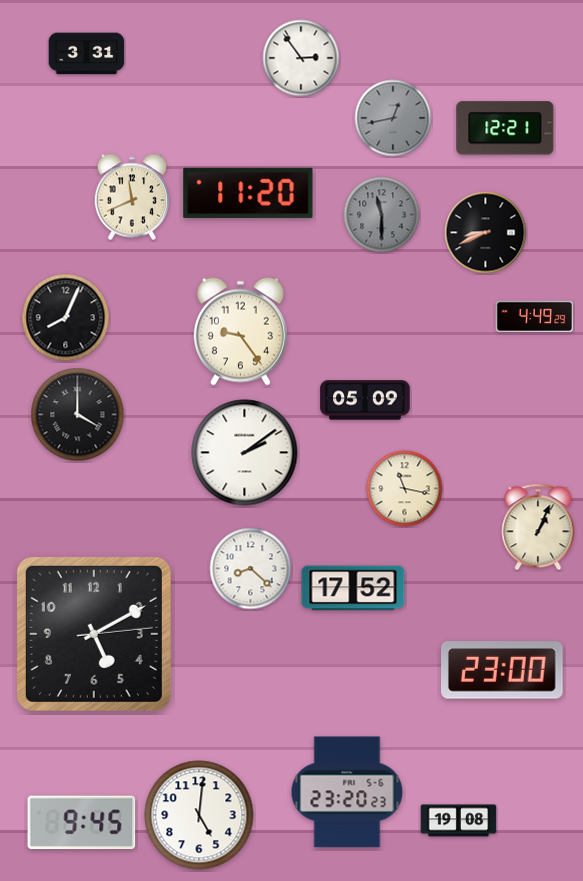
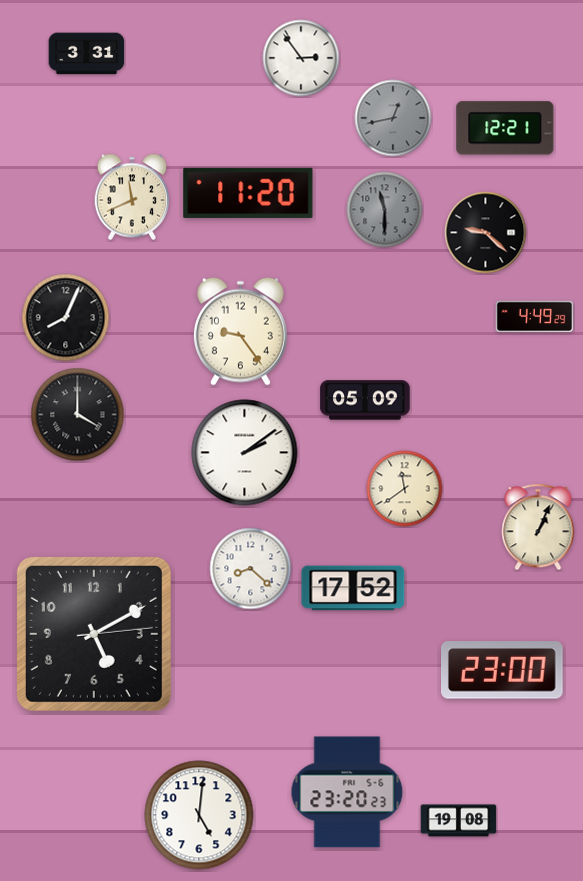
clock at (382, 215) position: (382, 215) -> (385, 210)
clock at (486, 233): 8:41 -> 9:22
clock at (405, 489): 11:17 -> 11:39
clock at (82, 823): 9:45 -> none
